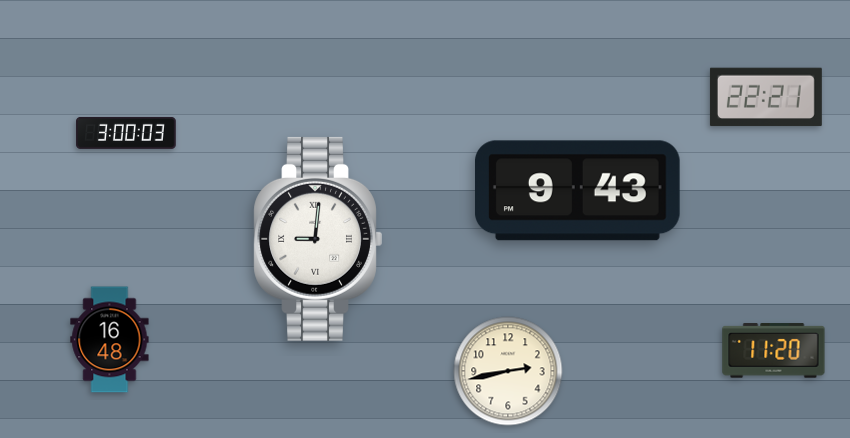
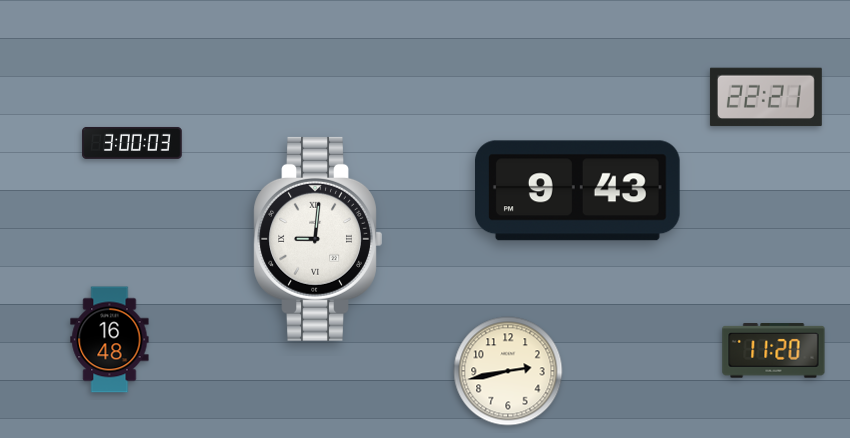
clock at (126, 133) position: (126, 133) -> (132, 143)
